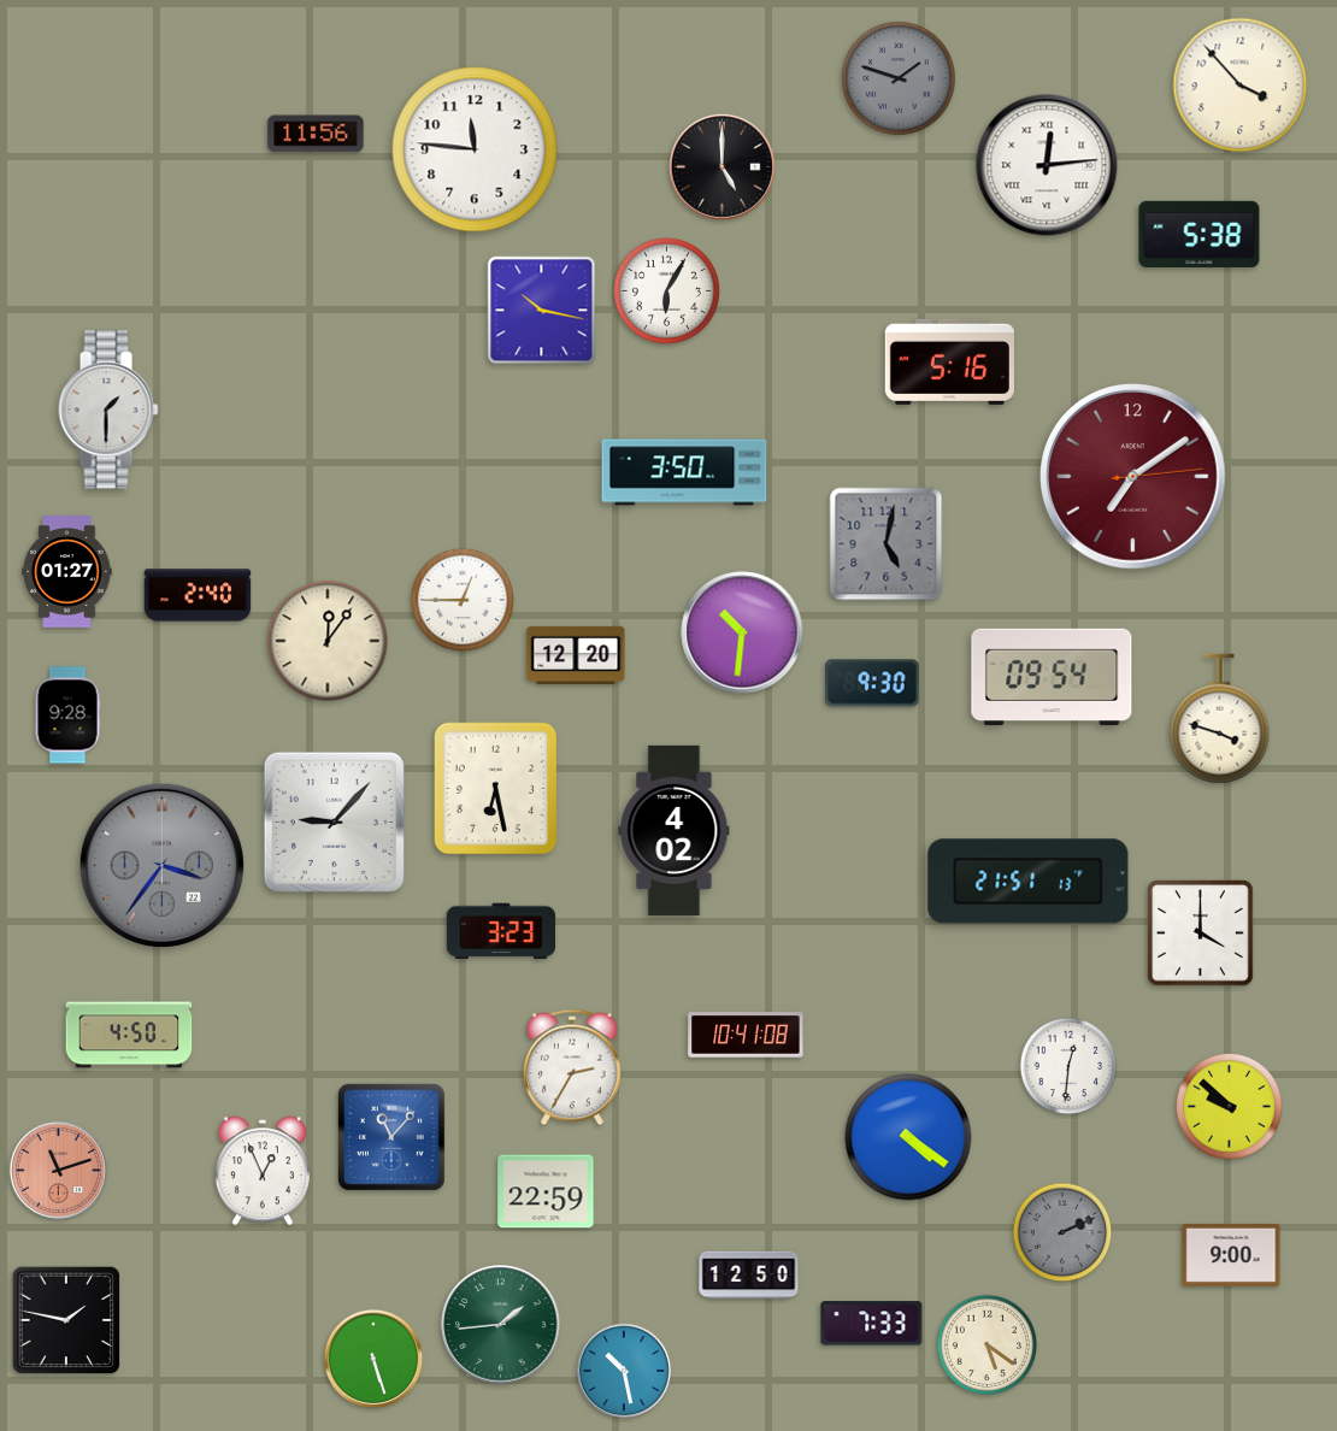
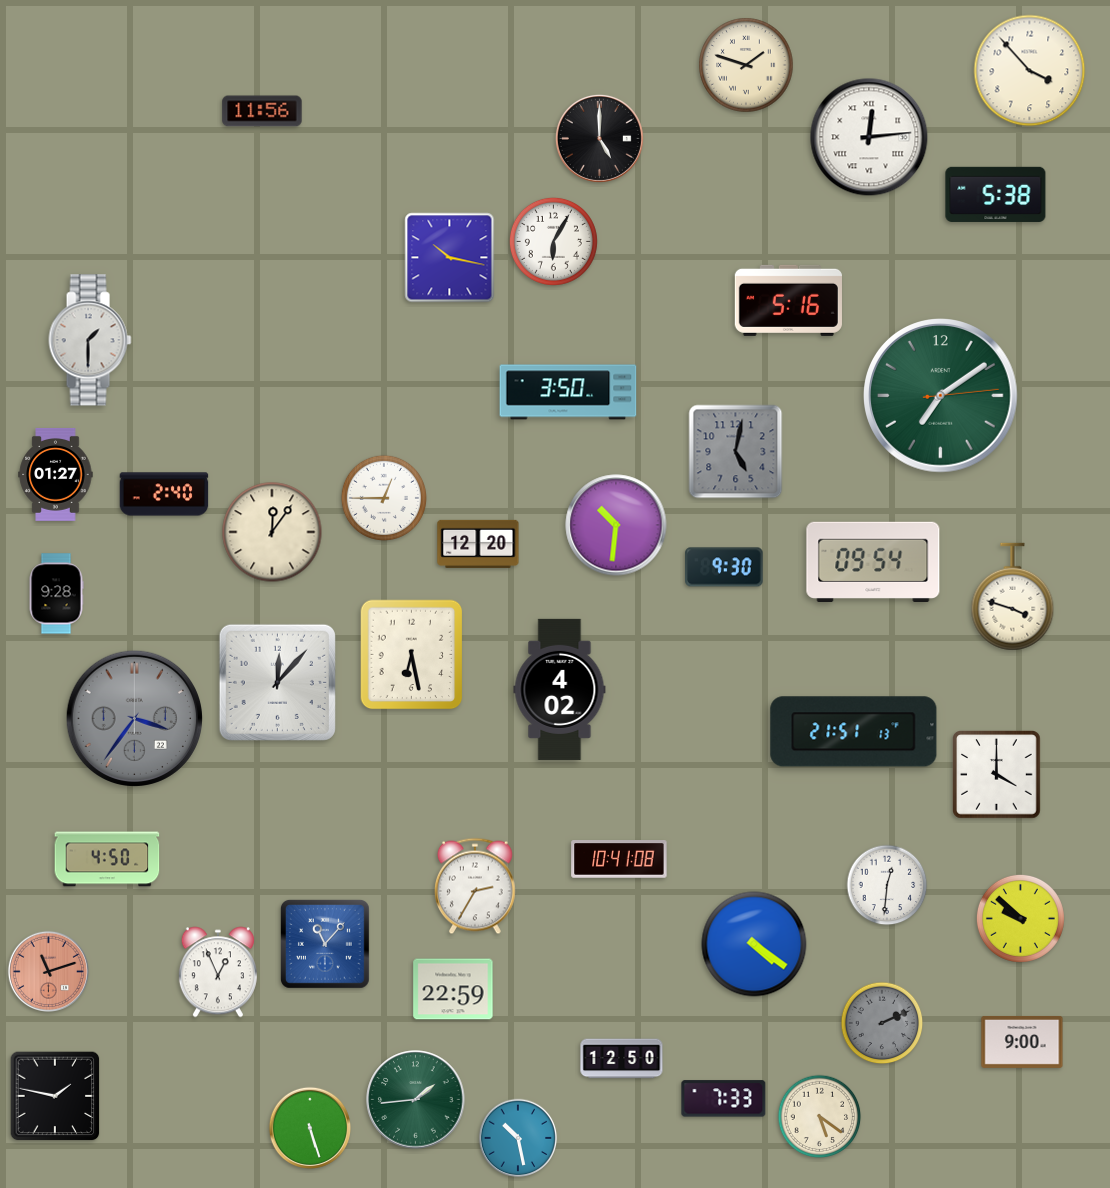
clock at (899, 78) dial: grey -> cream
clock at (475, 149): 11:46 -> none
clock at (1133, 477) dial: burgundy -> green
clock at (334, 821): 9:07 -> 12:07
clock at (500, 931): 3:23 -> none
